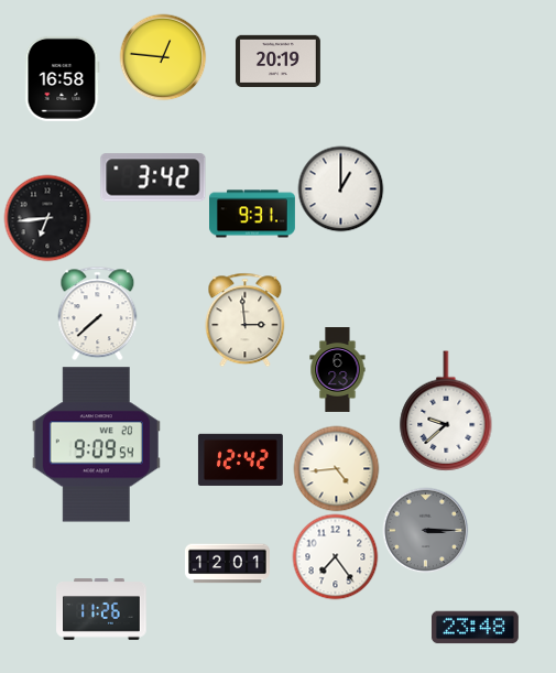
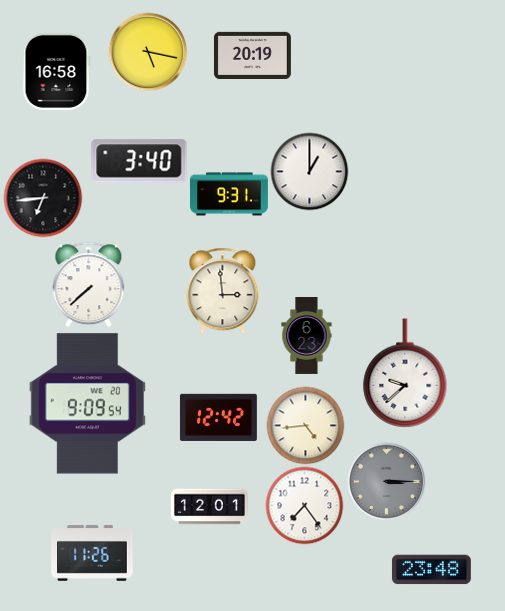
clock at (163, 57): 12:46 -> 5:17
clock at (153, 177): 3:42 -> 3:40
clock at (227, 564) position: (227, 564) -> (209, 507)
